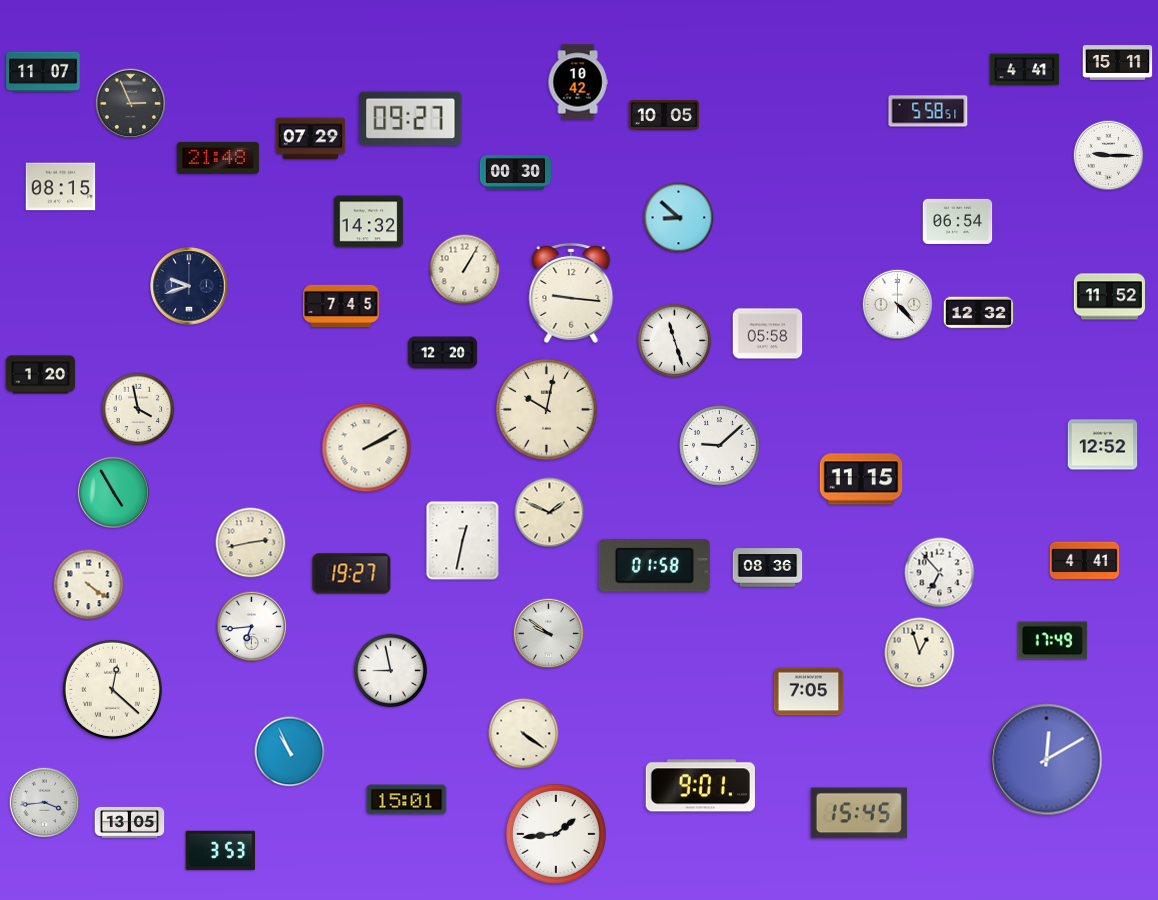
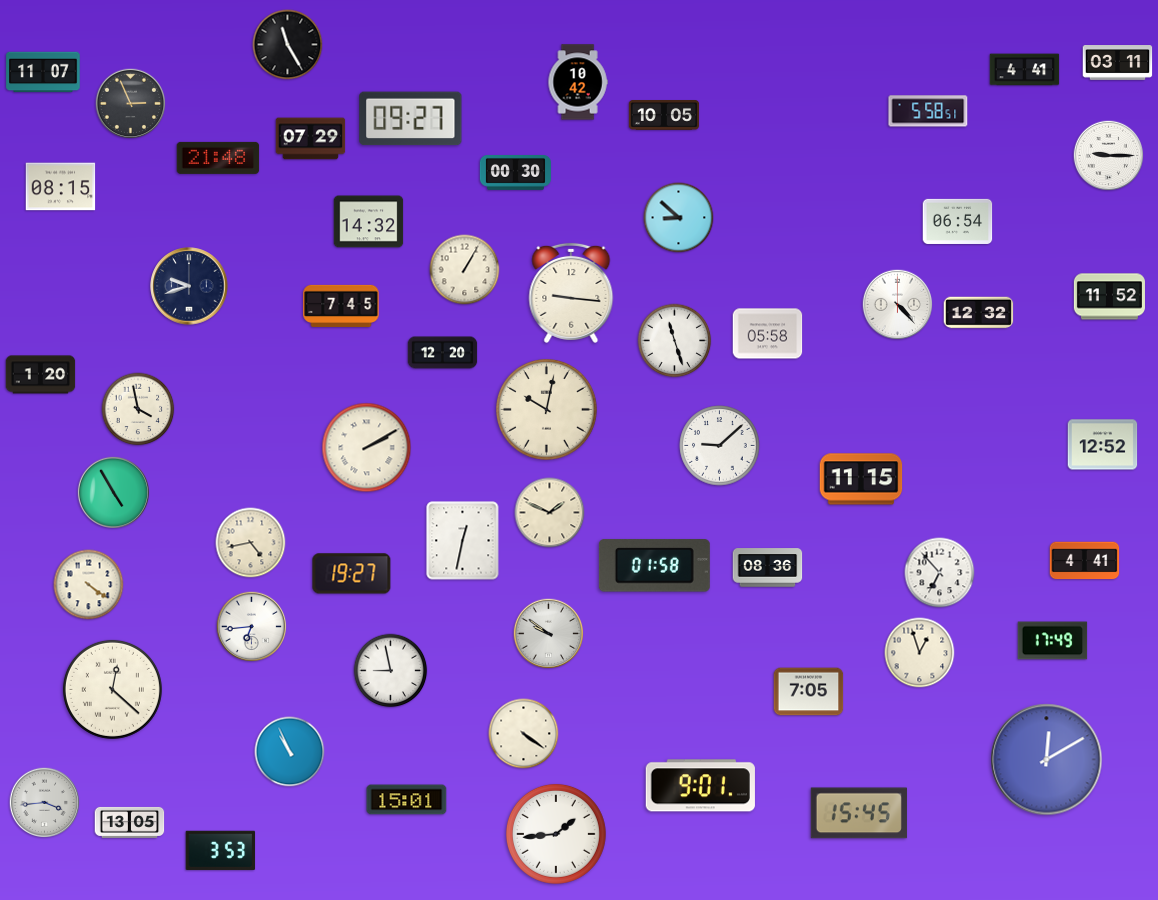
clock at (288, 45): none -> 11:25
clock at (1118, 63): 15:11 -> 03:11
clock at (251, 543): 2:43 -> 4:43
